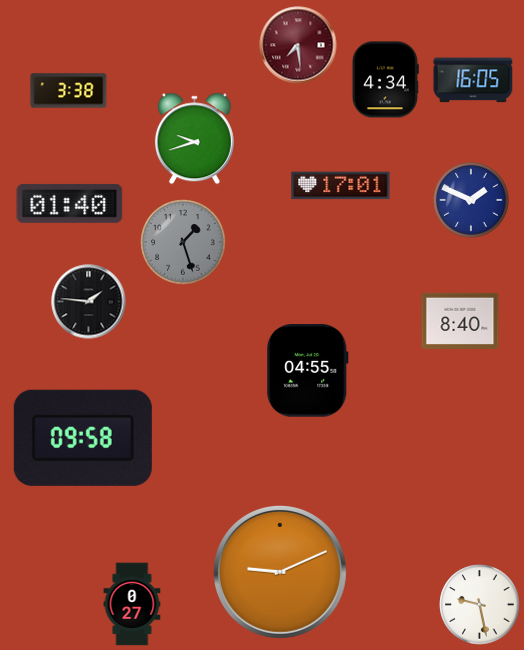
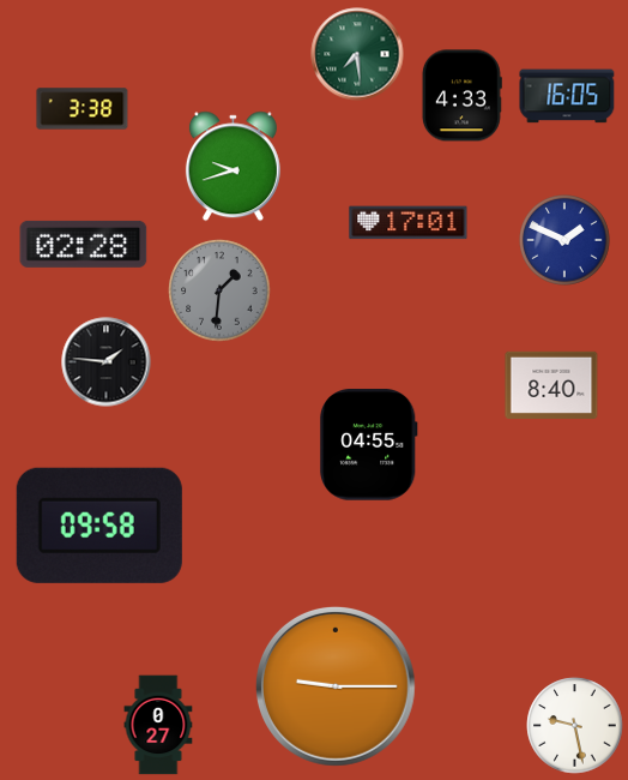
clock at (298, 45) dial: burgundy -> green
clock at (385, 80): 4:34 -> 4:33
clock at (70, 203): 01:40 -> 02:28
clock at (183, 242): 1:27 -> 1:31
clock at (280, 572): 9:11 -> 9:15
